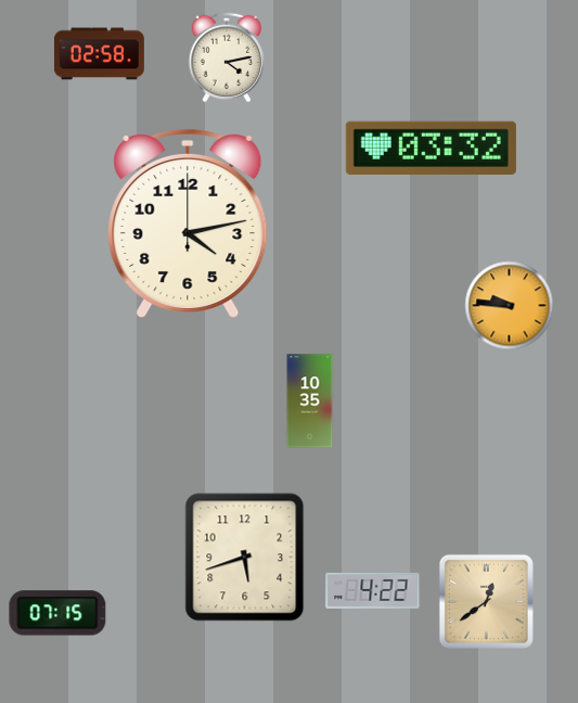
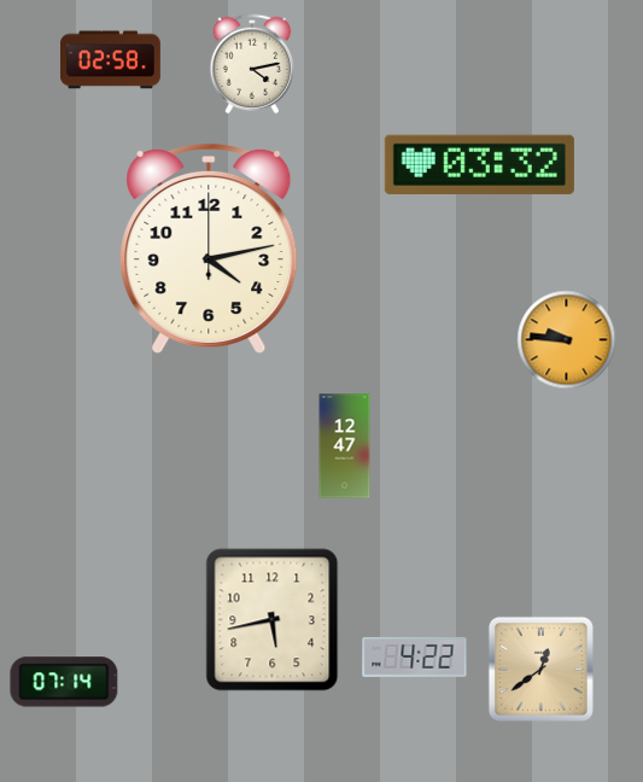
clock at (310, 401): 10:35 -> 12:47
clock at (245, 558): 5:42 -> 5:43
clock at (57, 613): 07:15 -> 07:14
